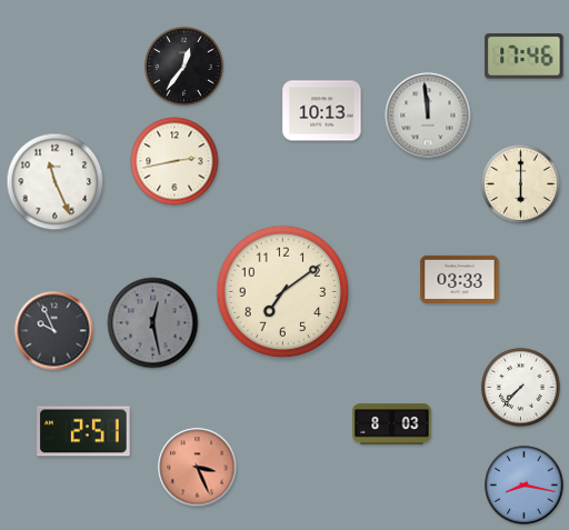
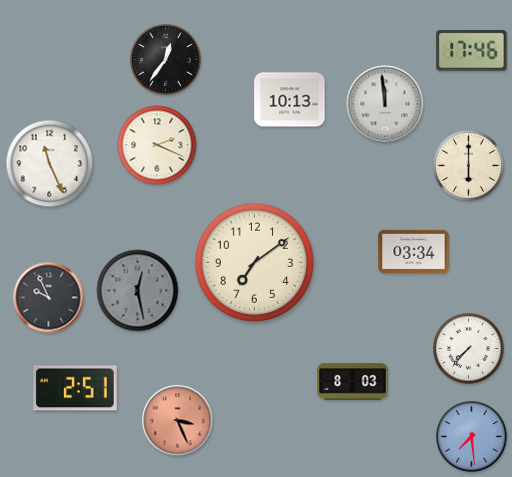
clock at (174, 161): 2:43 -> 2:19
clock at (460, 280): 03:33 -> 03:34
clock at (525, 486): 8:17 -> 7:29
